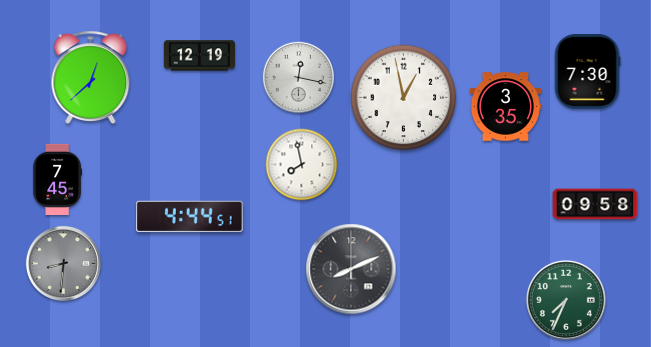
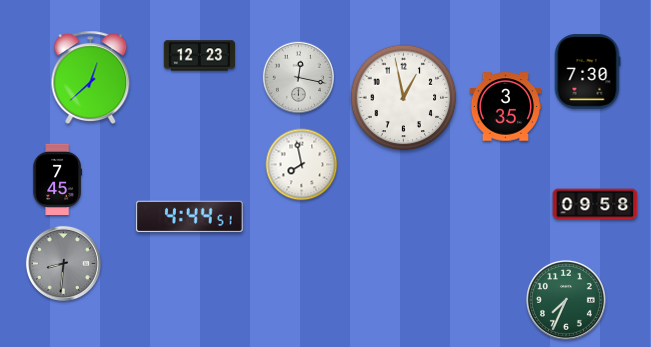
clock at (199, 56): 12:19 -> 12:23
clock at (351, 269): 8:11 -> none
